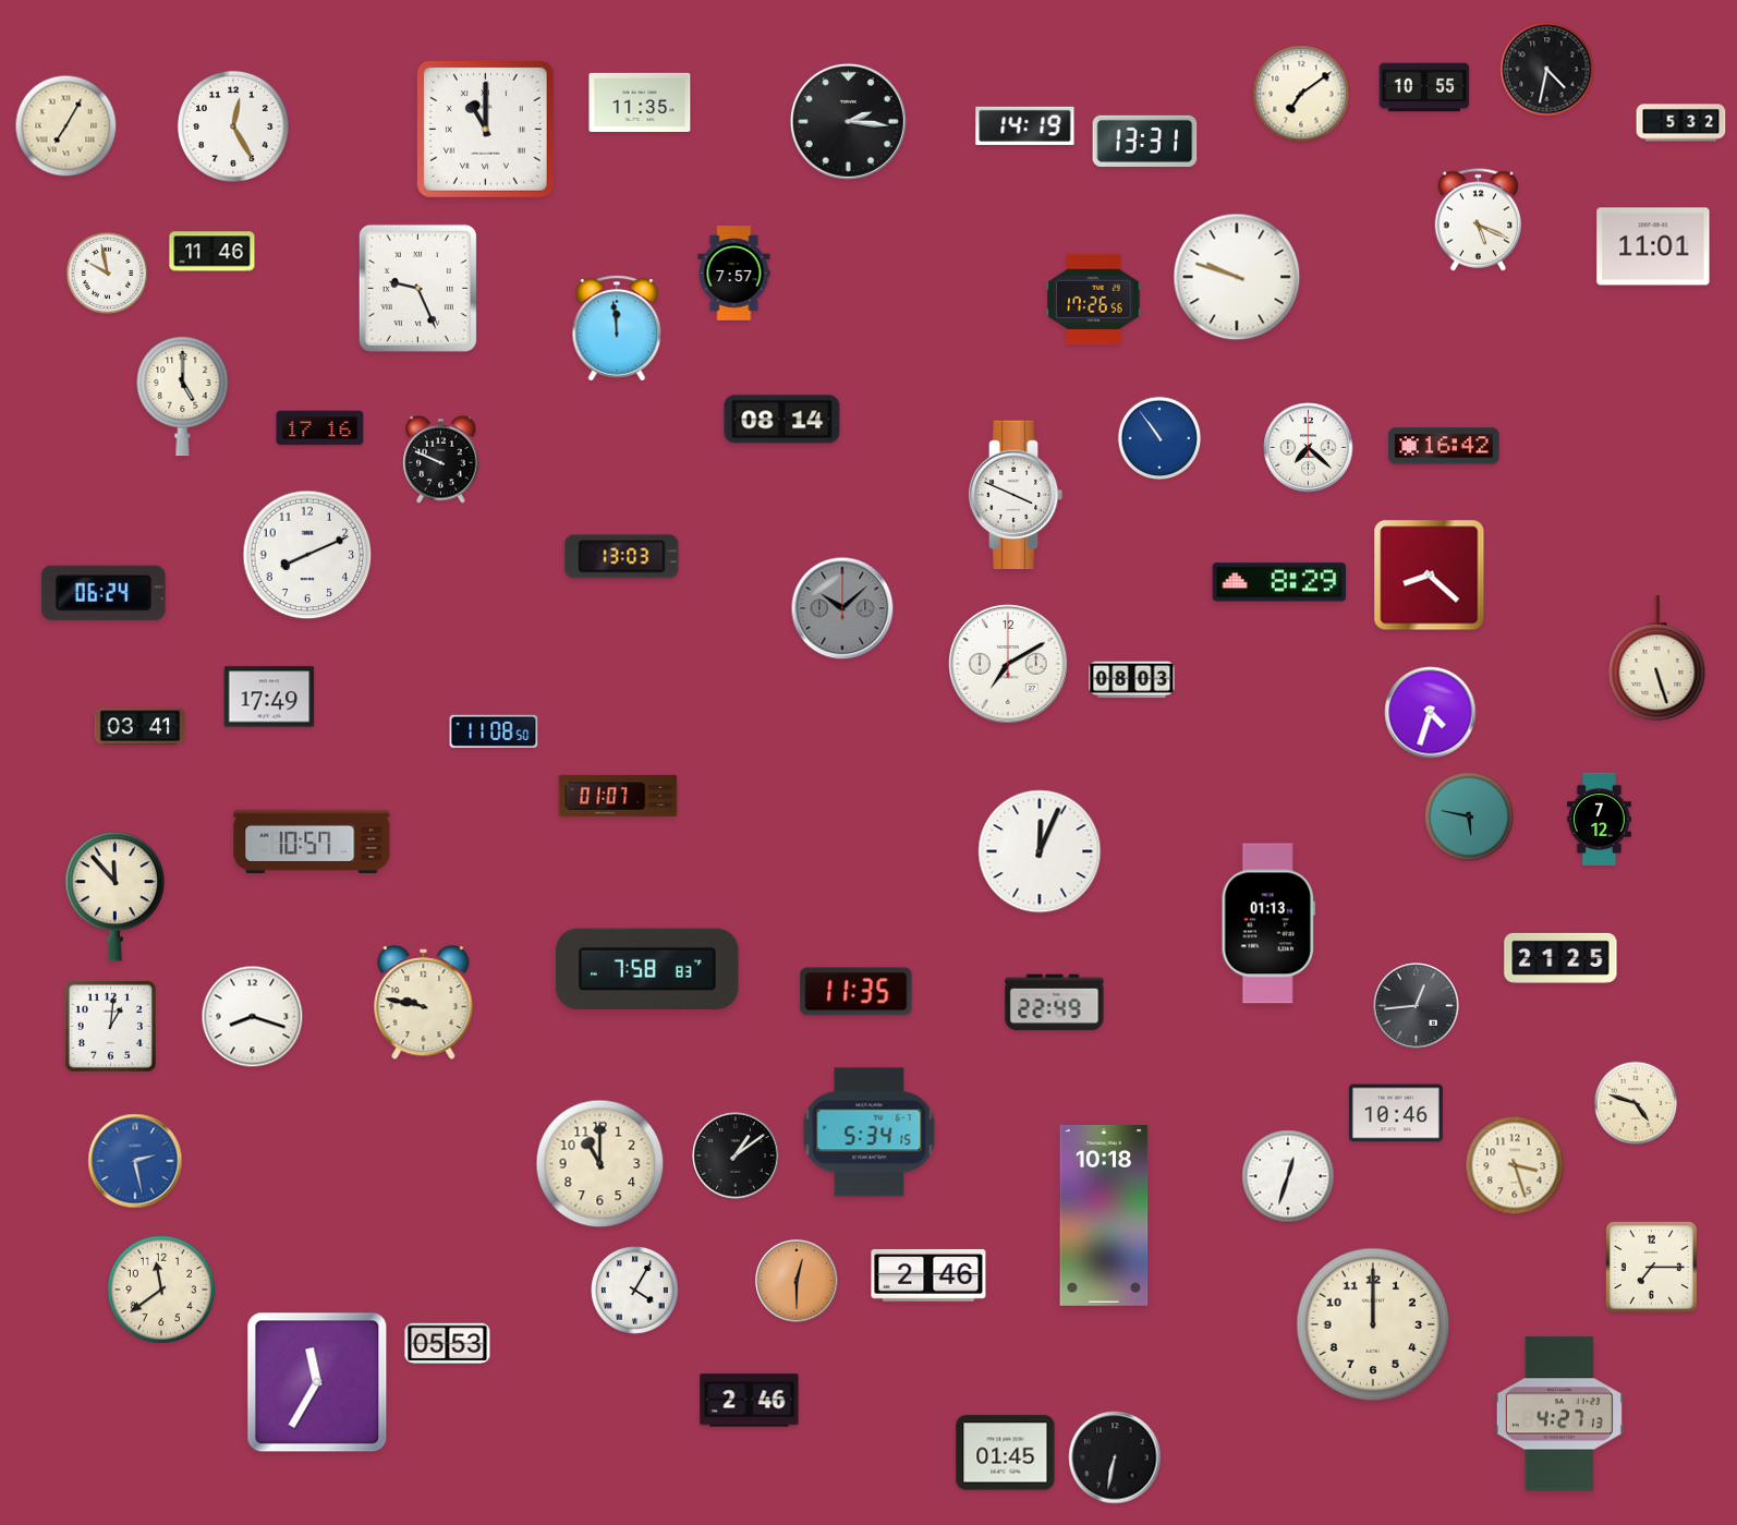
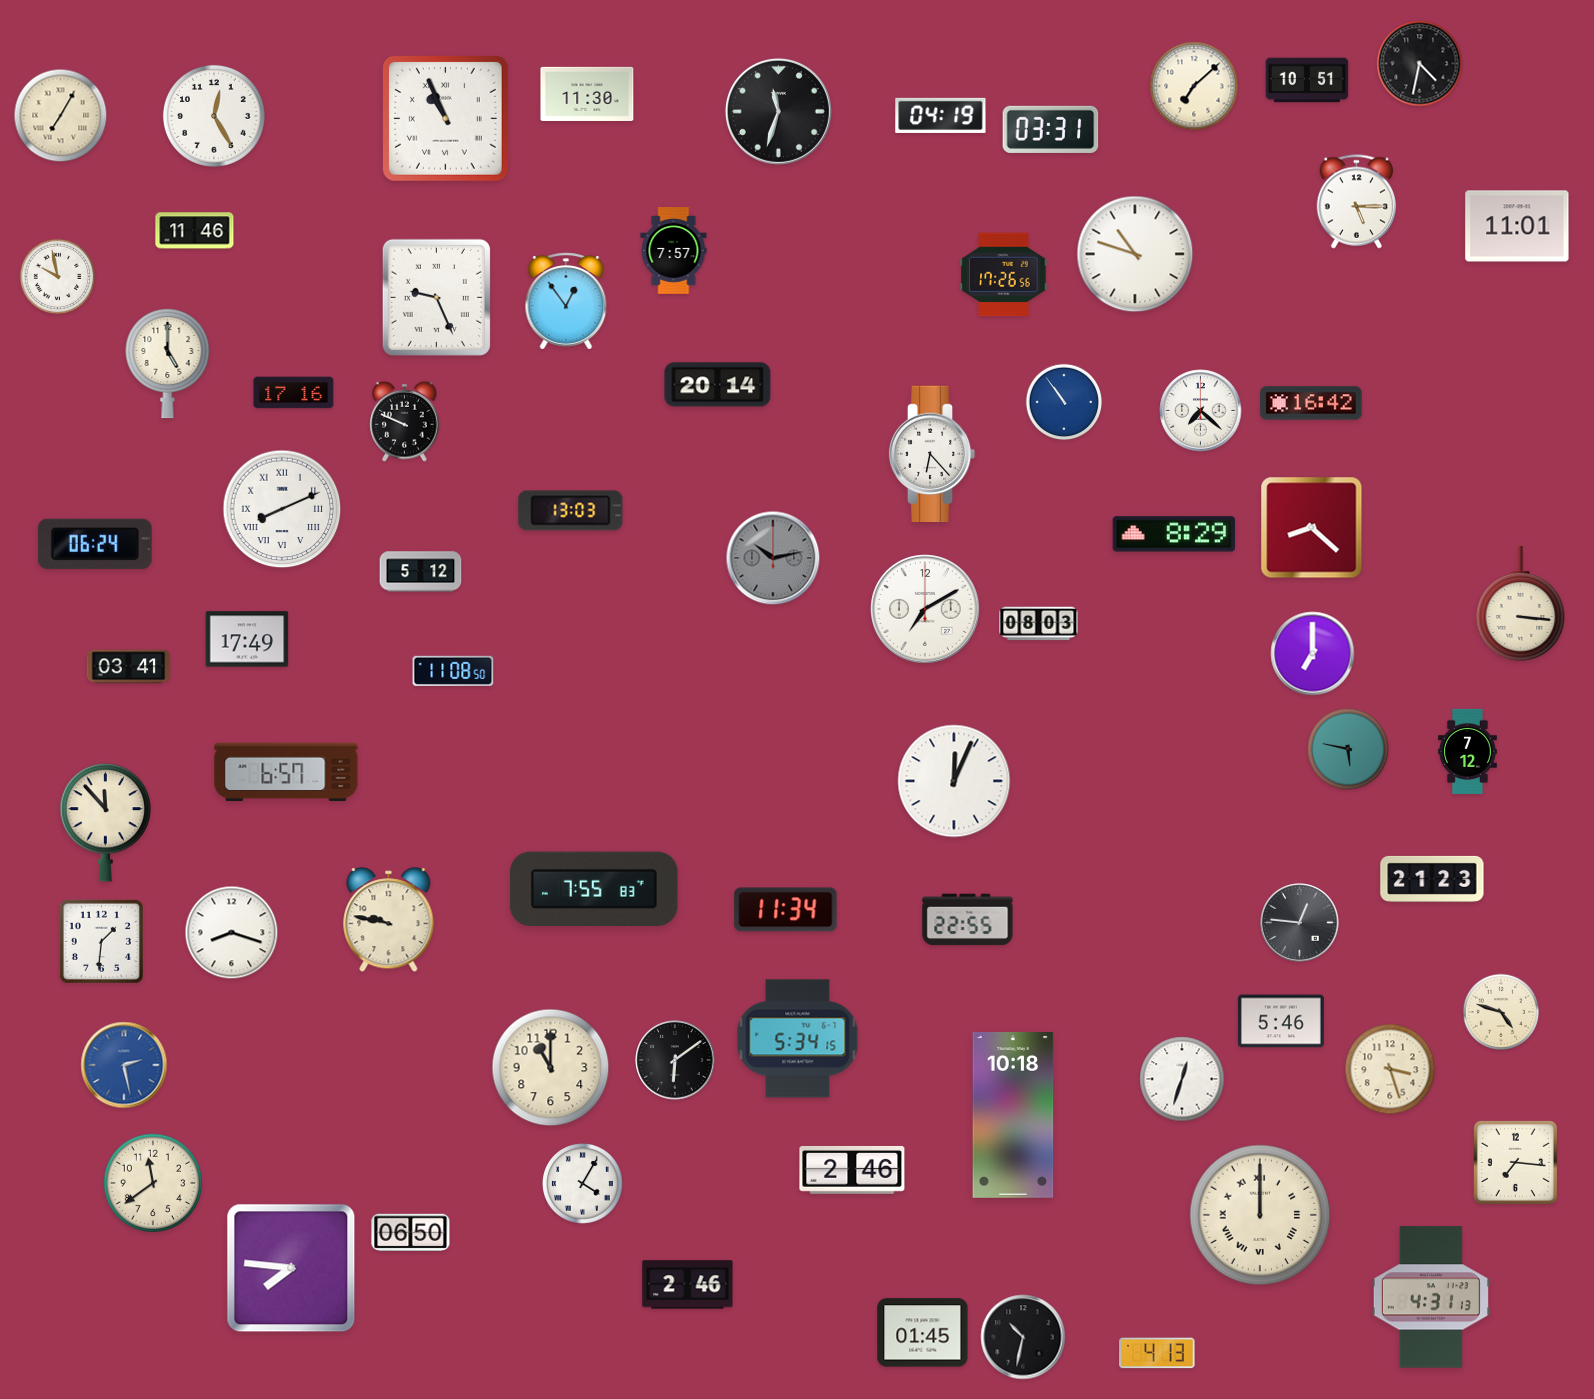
clock at (1424, 87): 10:55 -> 10:51
clock at (1301, 94): 7:09 -> 7:08
clock at (640, 102): 11:35 -> 11:30
clock at (848, 121): 2:16 -> 11:33
clock at (1681, 123): 5:32 -> none
clock at (1025, 125): 14:19 -> 04:19
clock at (485, 129): 11:00 -> 10:56
clock at (1145, 141): 13:31 -> 03:31
clock at (1479, 220): 5:19 -> 5:15
clock at (108, 274) position: (108, 274) -> (58, 277)
clock at (1237, 277): 9:48 -> 10:48
clock at (417, 288) position: (417, 288) -> (436, 297)
clock at (617, 328): 11:59 -> 12:54
clock at (782, 420): 08:14 -> 20:14
clock at (1444, 446) position: (1444, 446) -> (1311, 403)
clock at (1016, 494): 3:49 -> 6:23
clock at (307, 555) numerals: Arabic -> Roman
clock at (842, 608): 10:08 -> 10:13
clock at (421, 572): none -> 5:12
clock at (1657, 658): 5:27 -> 3:16
clock at (1431, 713): 4:33 -> 7:00
clock at (618, 796): 01:07 -> none
clock at (312, 842): 10:57 -> 6:57
clock at (1268, 923): 01:13 -> none
clock at (1560, 958): 21:25 -> 21:23
clock at (647, 969): 7:58 -> 7:55
clock at (857, 992): 11:35 -> 11:34
clock at (1055, 1003): 22:49 -> 22:55
clock at (1417, 1006): 12:44 -> 12:46
clock at (110, 1026): 1:01 -> 1:31
clock at (1396, 1113): 10:46 -> 5:46
clock at (736, 1155): 1:09 -> 6:09
clock at (1651, 1267): 7:15 -> 7:16
clock at (797, 1281): 12:30 -> none
clock at (160, 1288) position: (160, 1288) -> (152, 1182)
clock at (1373, 1324) numerals: Arabic -> Roman
clock at (448, 1343): 05:53 -> 06:50
clock at (317, 1382): 11:35 -> 7:46
clock at (1559, 1414): 4:27 -> 4:31
clock at (1115, 1457): 6:32 -> 10:32
clock at (1157, 1353): none -> 4:13
